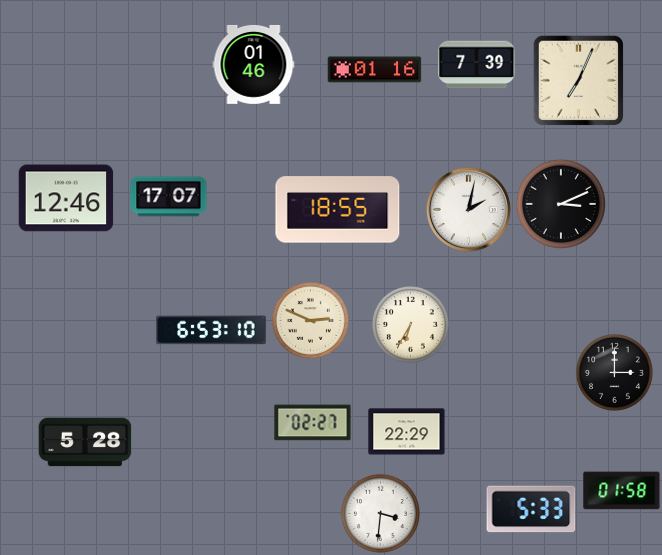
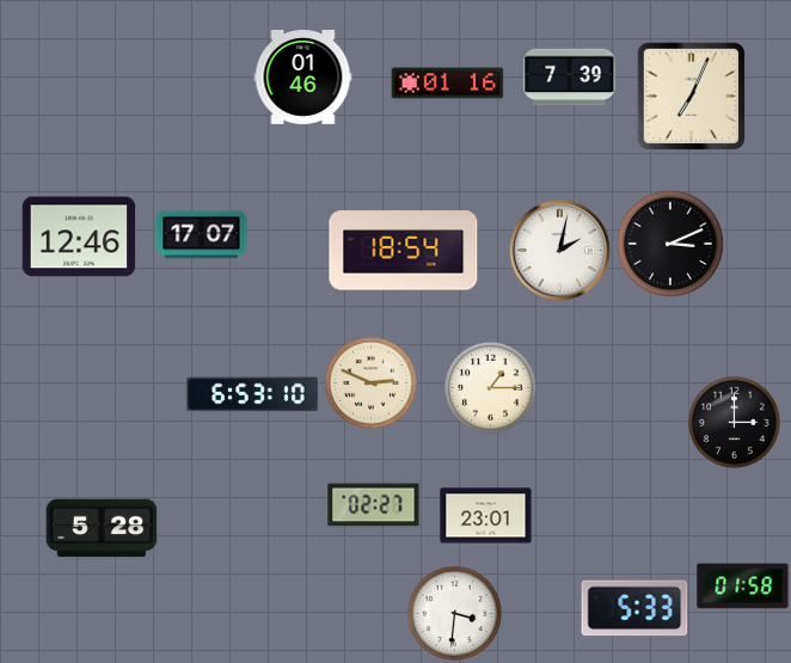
clock at (338, 210): 18:55 -> 18:54
clock at (410, 324): 6:35 -> 1:15
clock at (614, 372) position: (614, 372) -> (734, 422)
clock at (407, 432): 22:29 -> 23:01
